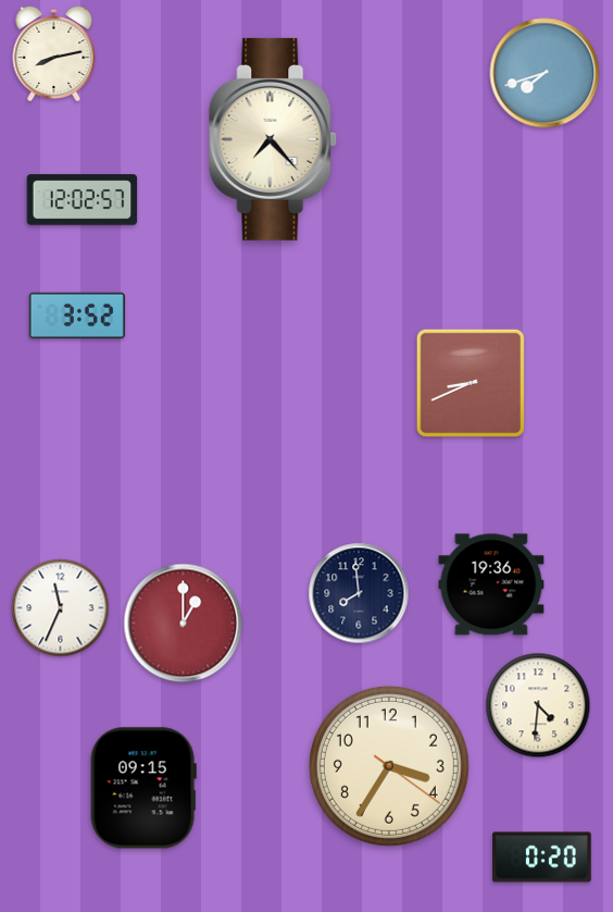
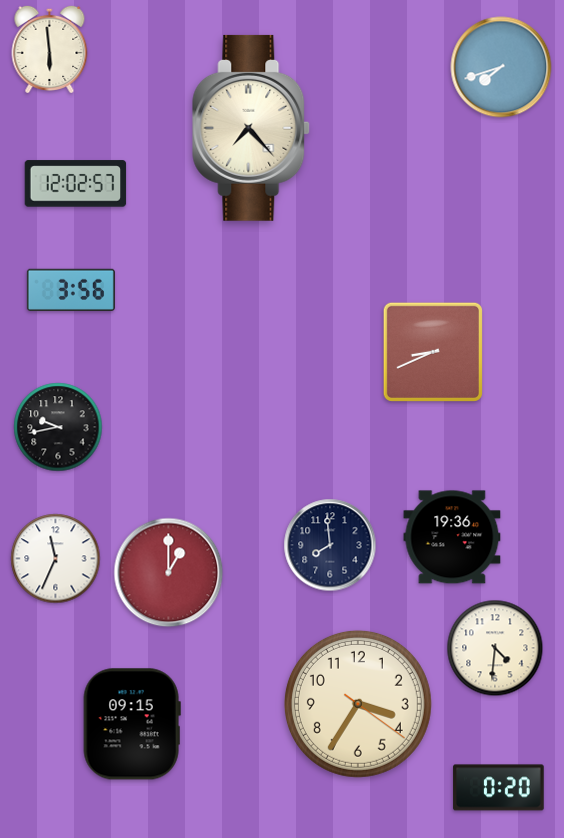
clock at (54, 53): 8:13 -> 5:59
clock at (77, 316): 3:52 -> 3:56
clock at (58, 427): none -> 9:43
